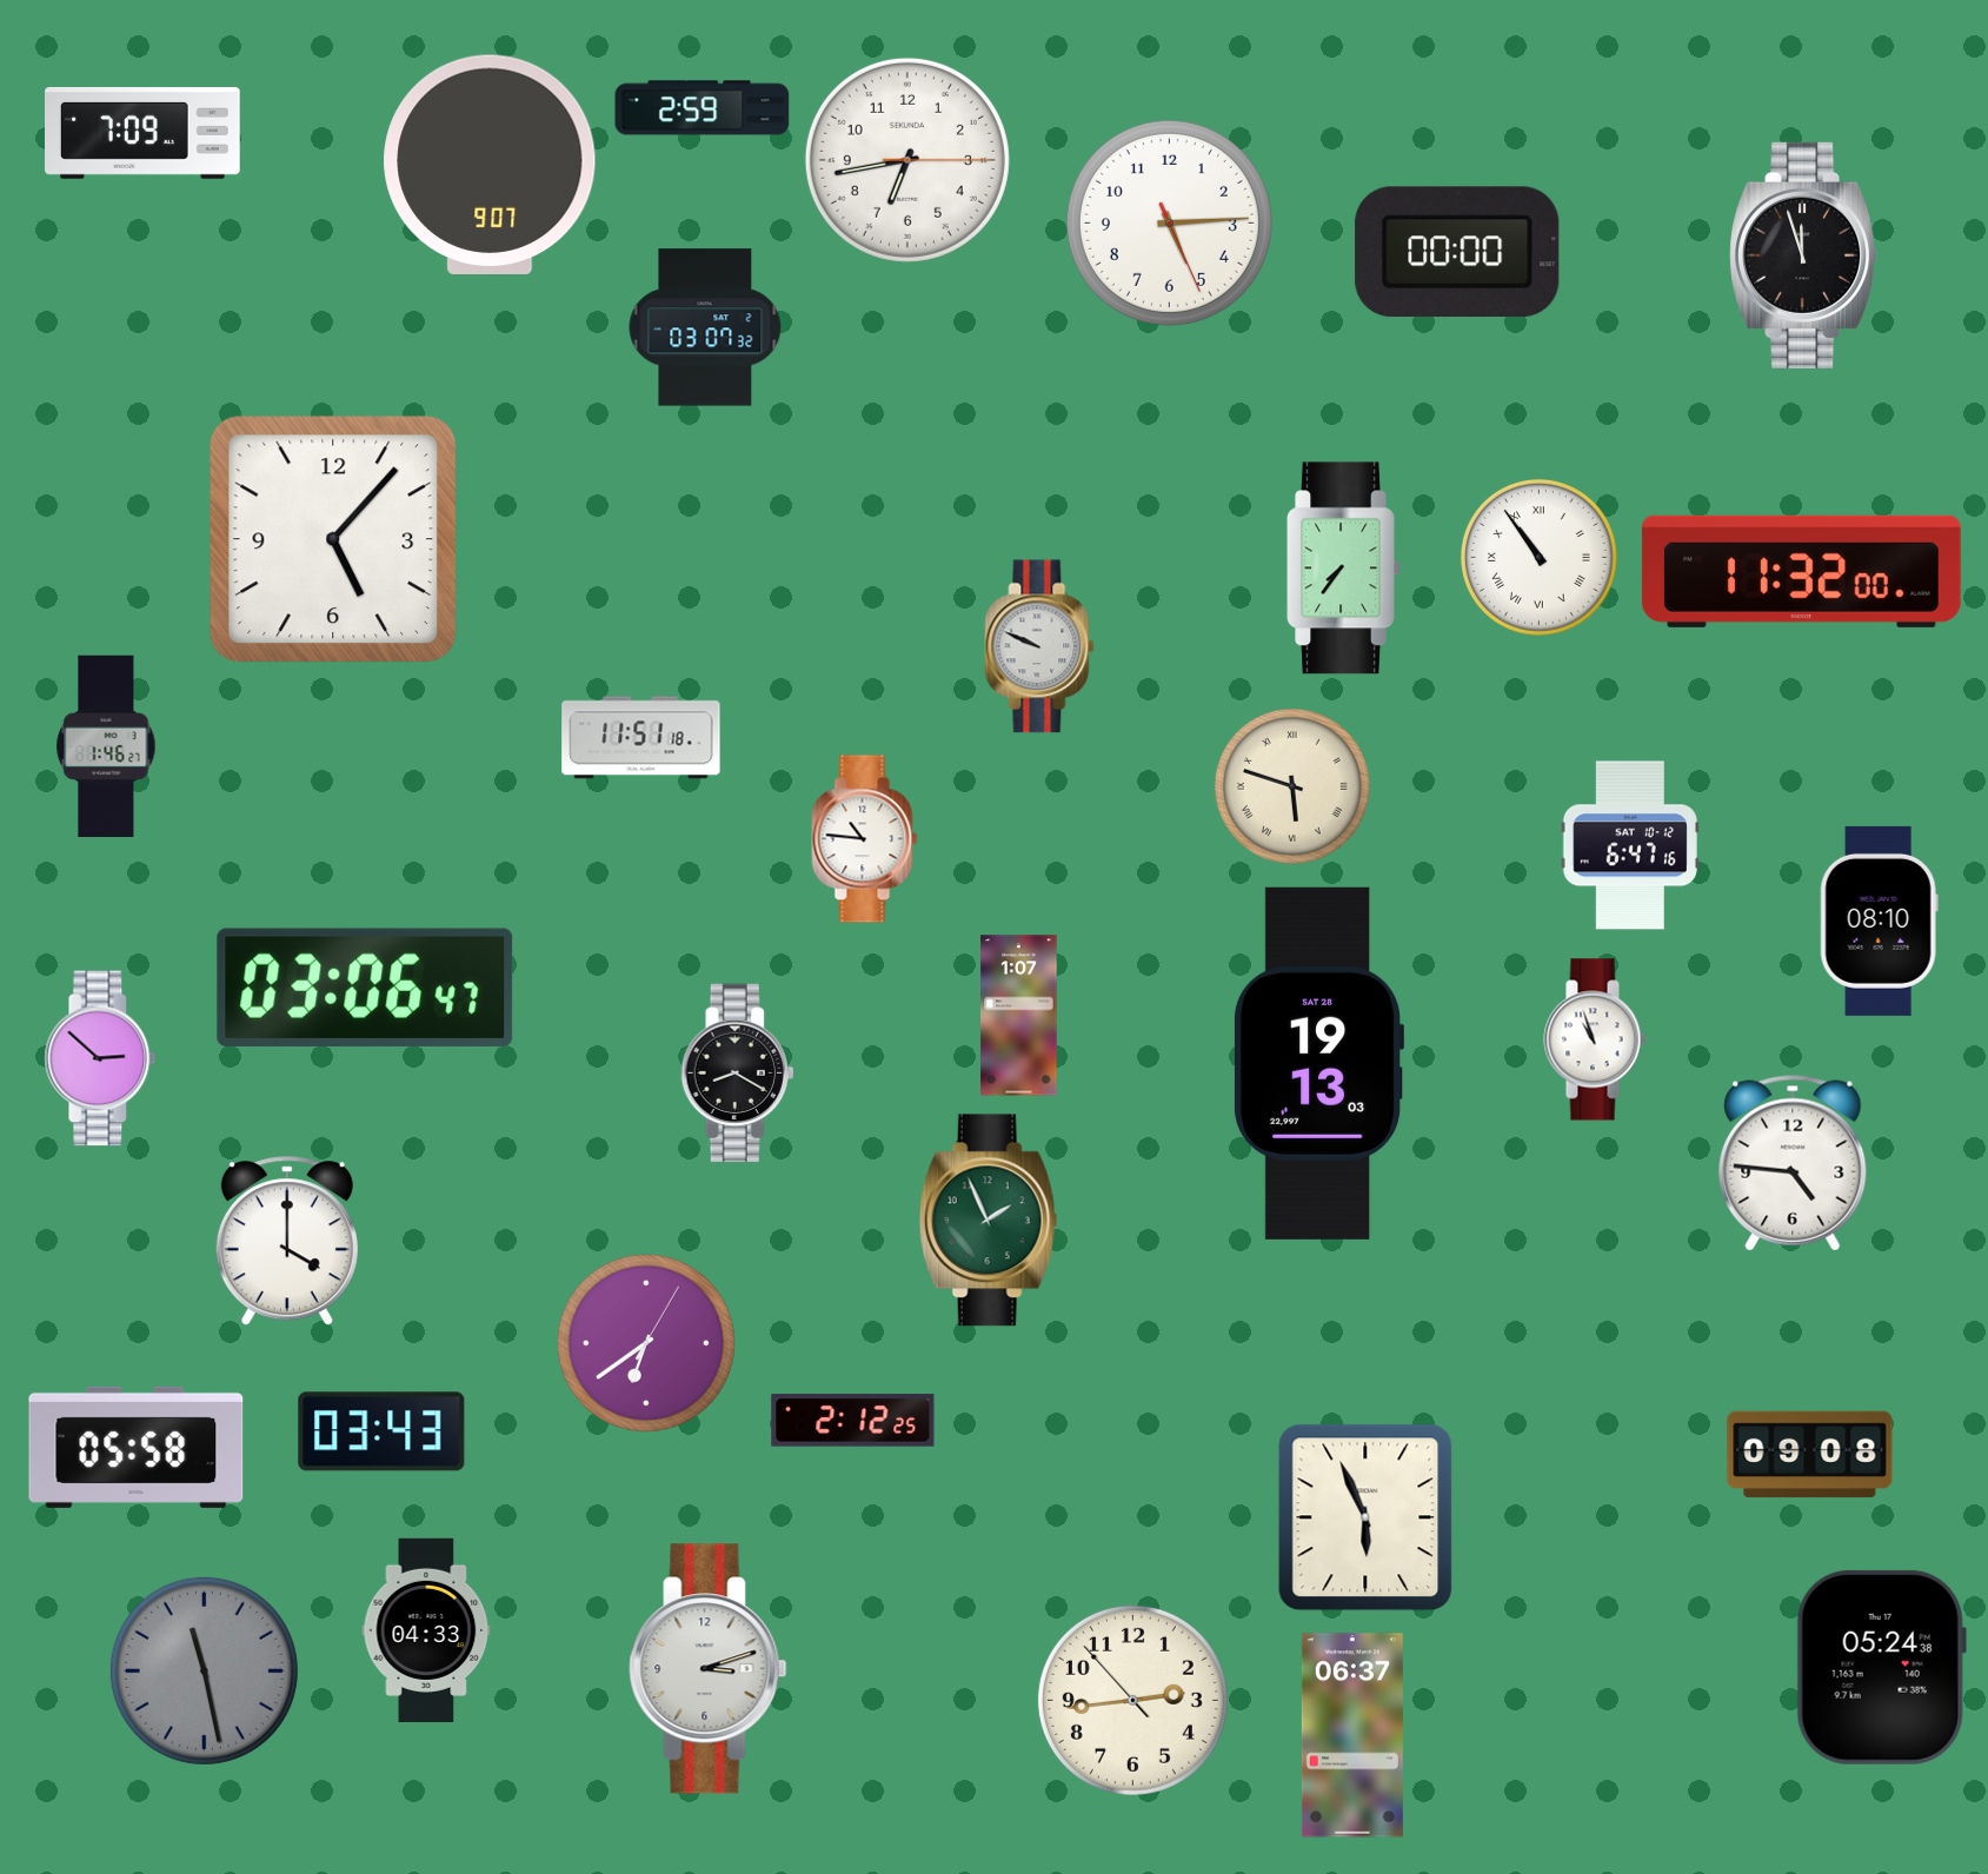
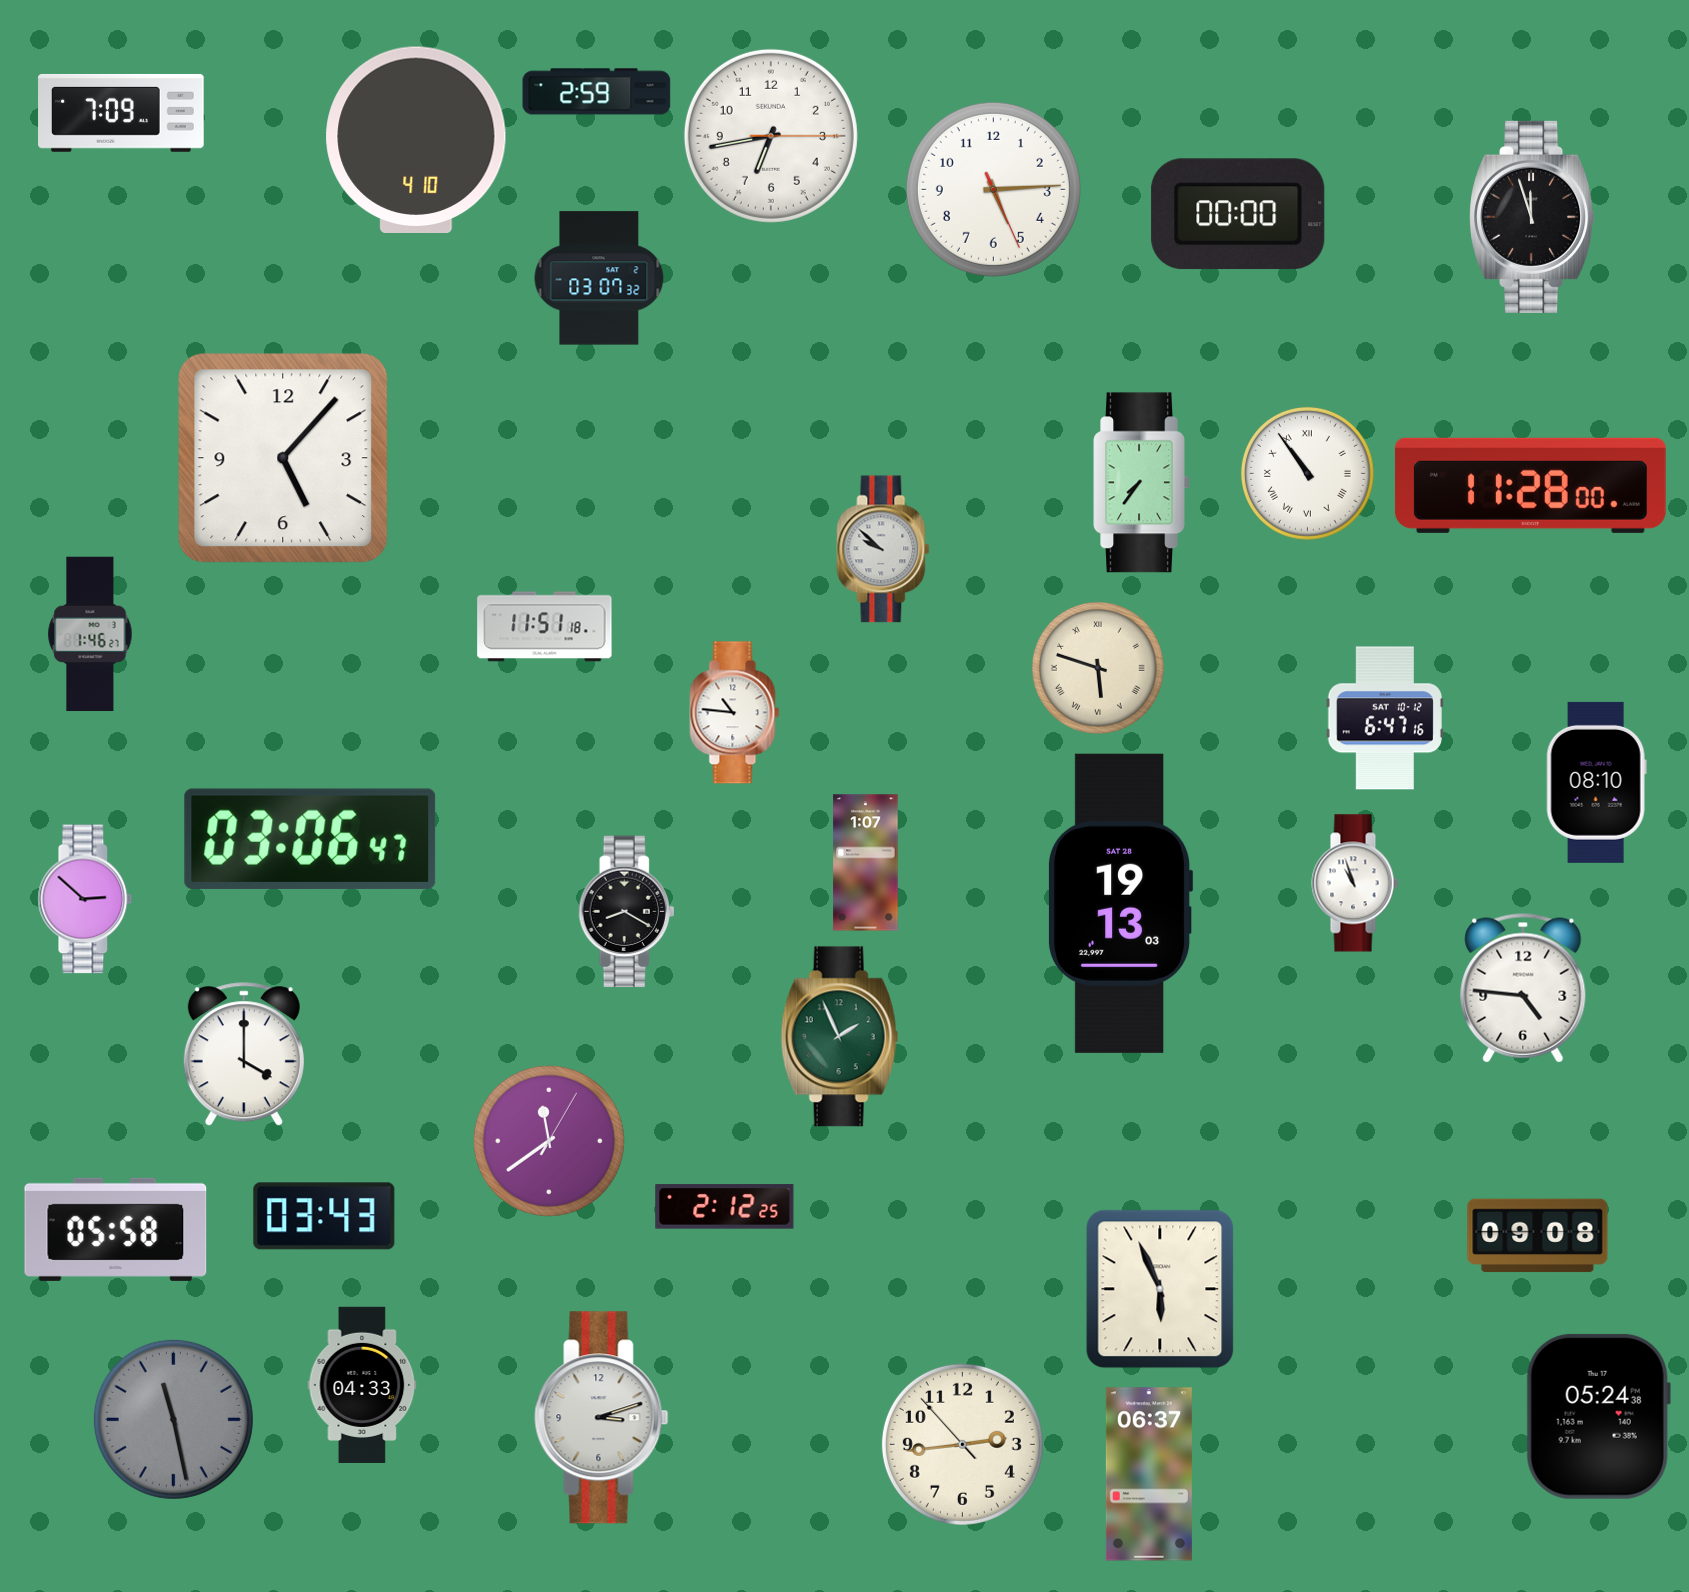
clock at (490, 165): 9:07 -> 4:10
clock at (1801, 571): 11:32 -> 11:28
clock at (1039, 646): 9:49 -> 9:52
clock at (646, 1343): 6:39 -> 11:39
